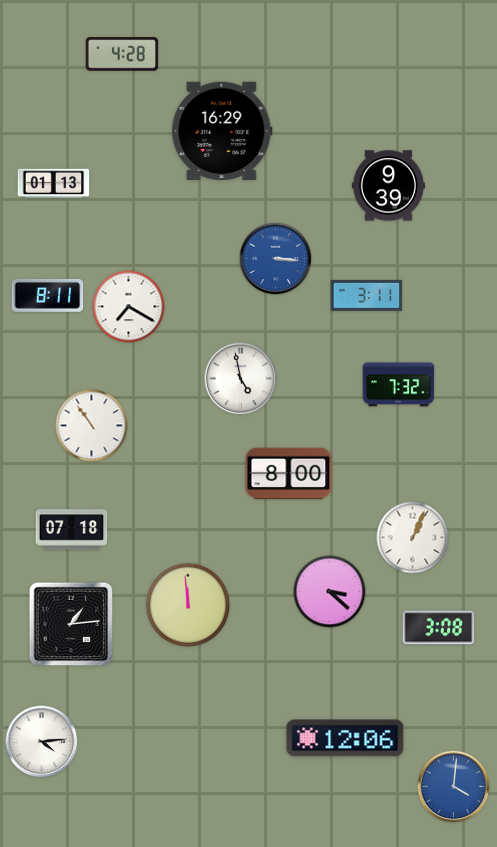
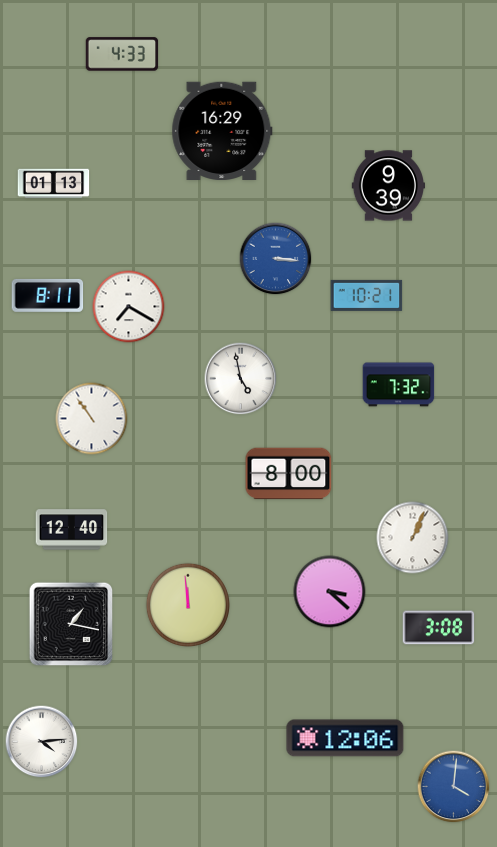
clock at (122, 54): 4:28 -> 4:33
clock at (367, 295): 3:11 -> 10:21
clock at (92, 426) position: (92, 426) -> (92, 419)
clock at (72, 530): 07:18 -> 12:40
clock at (71, 624): 1:14 -> 1:17
